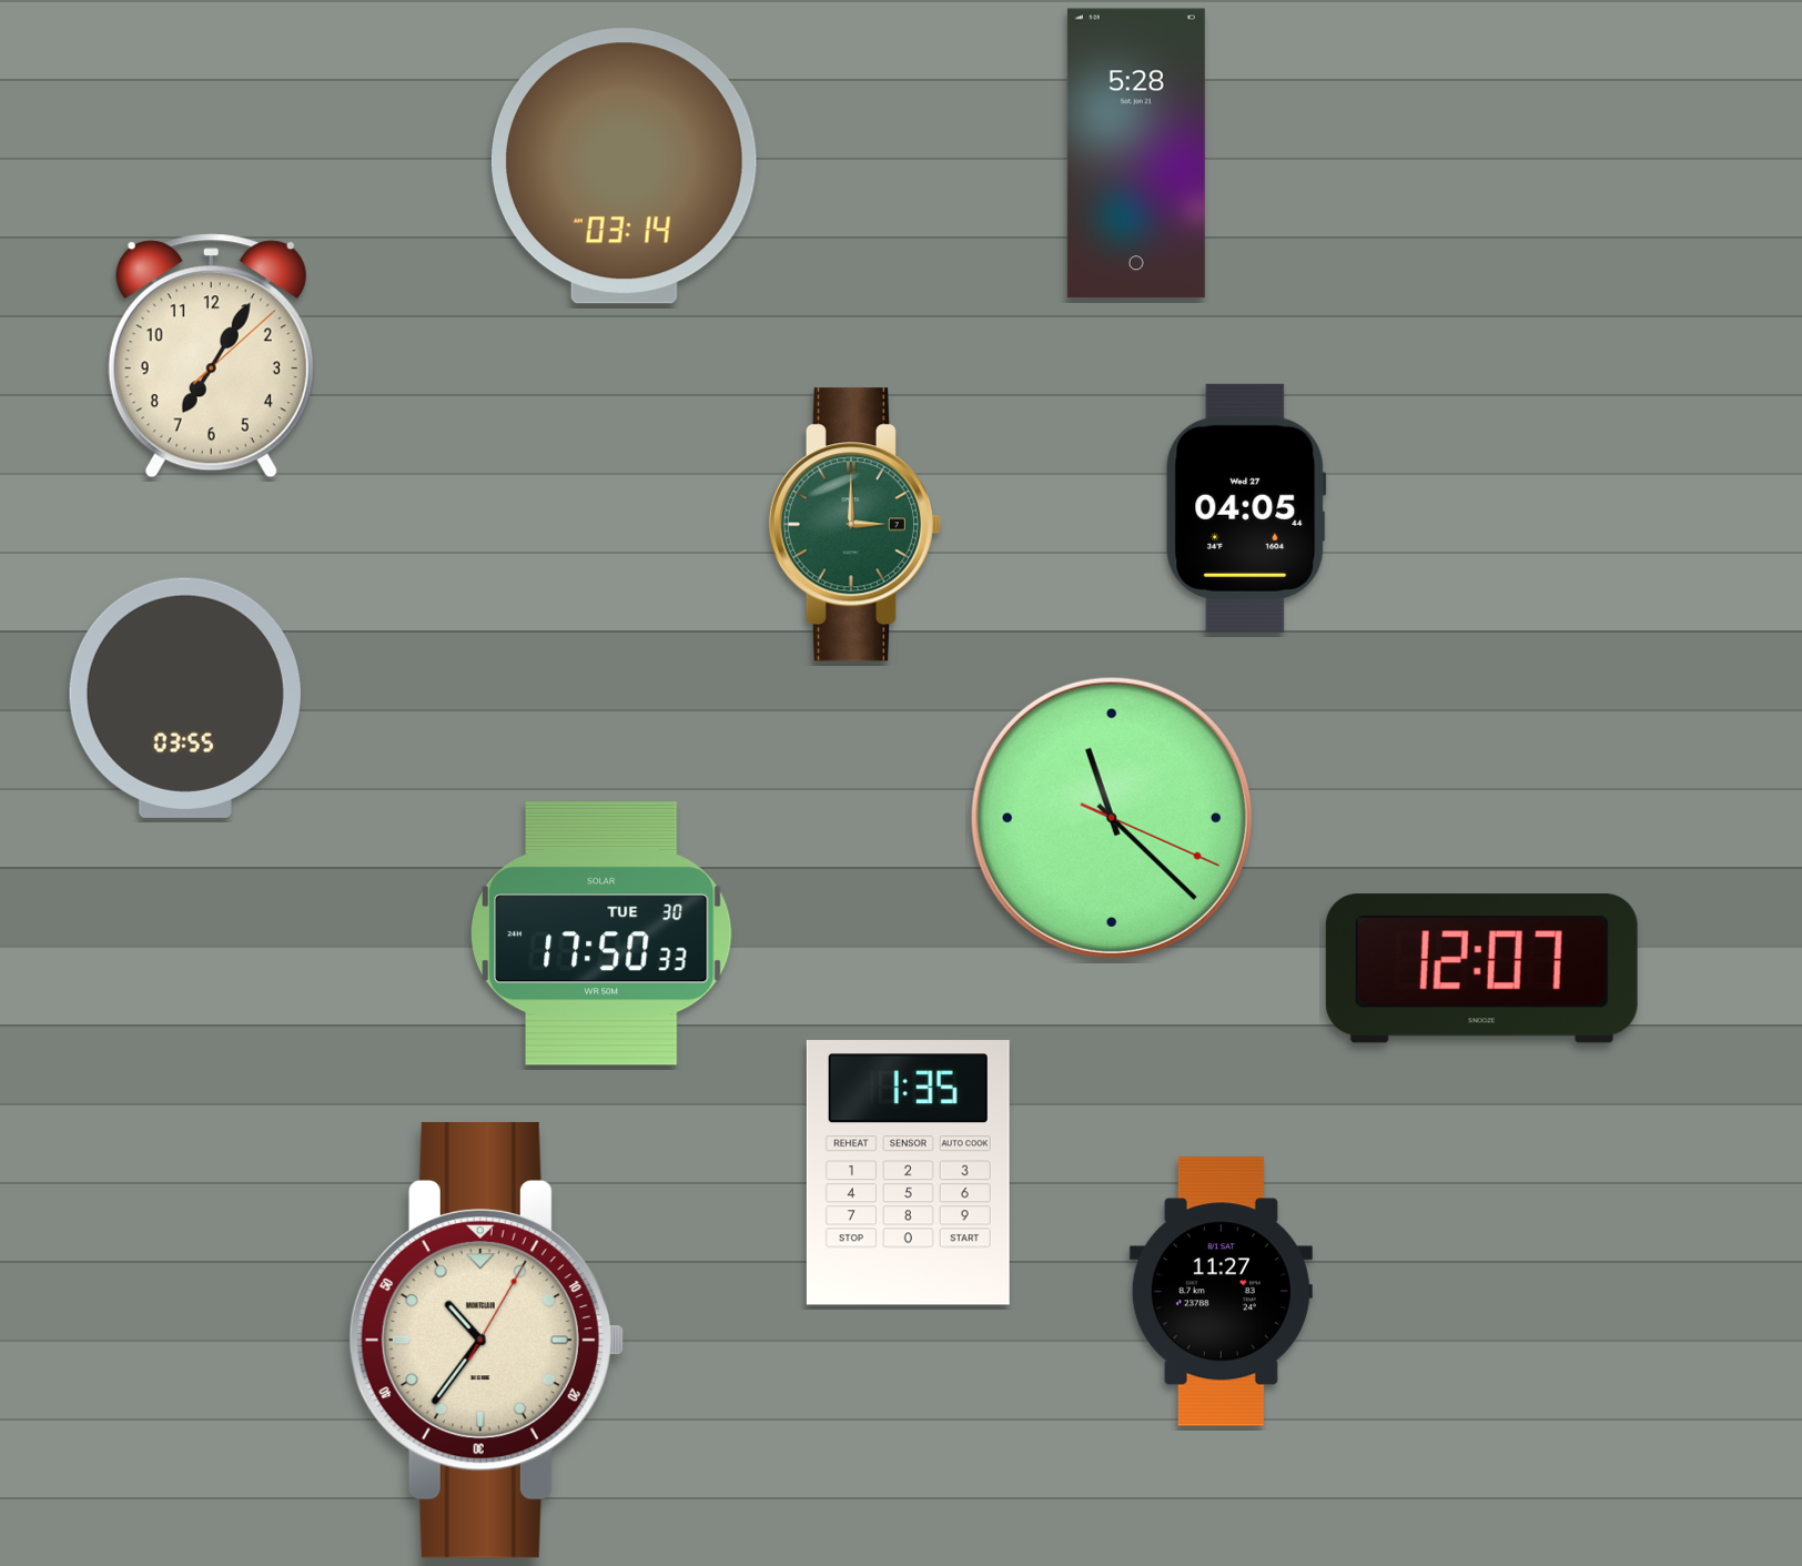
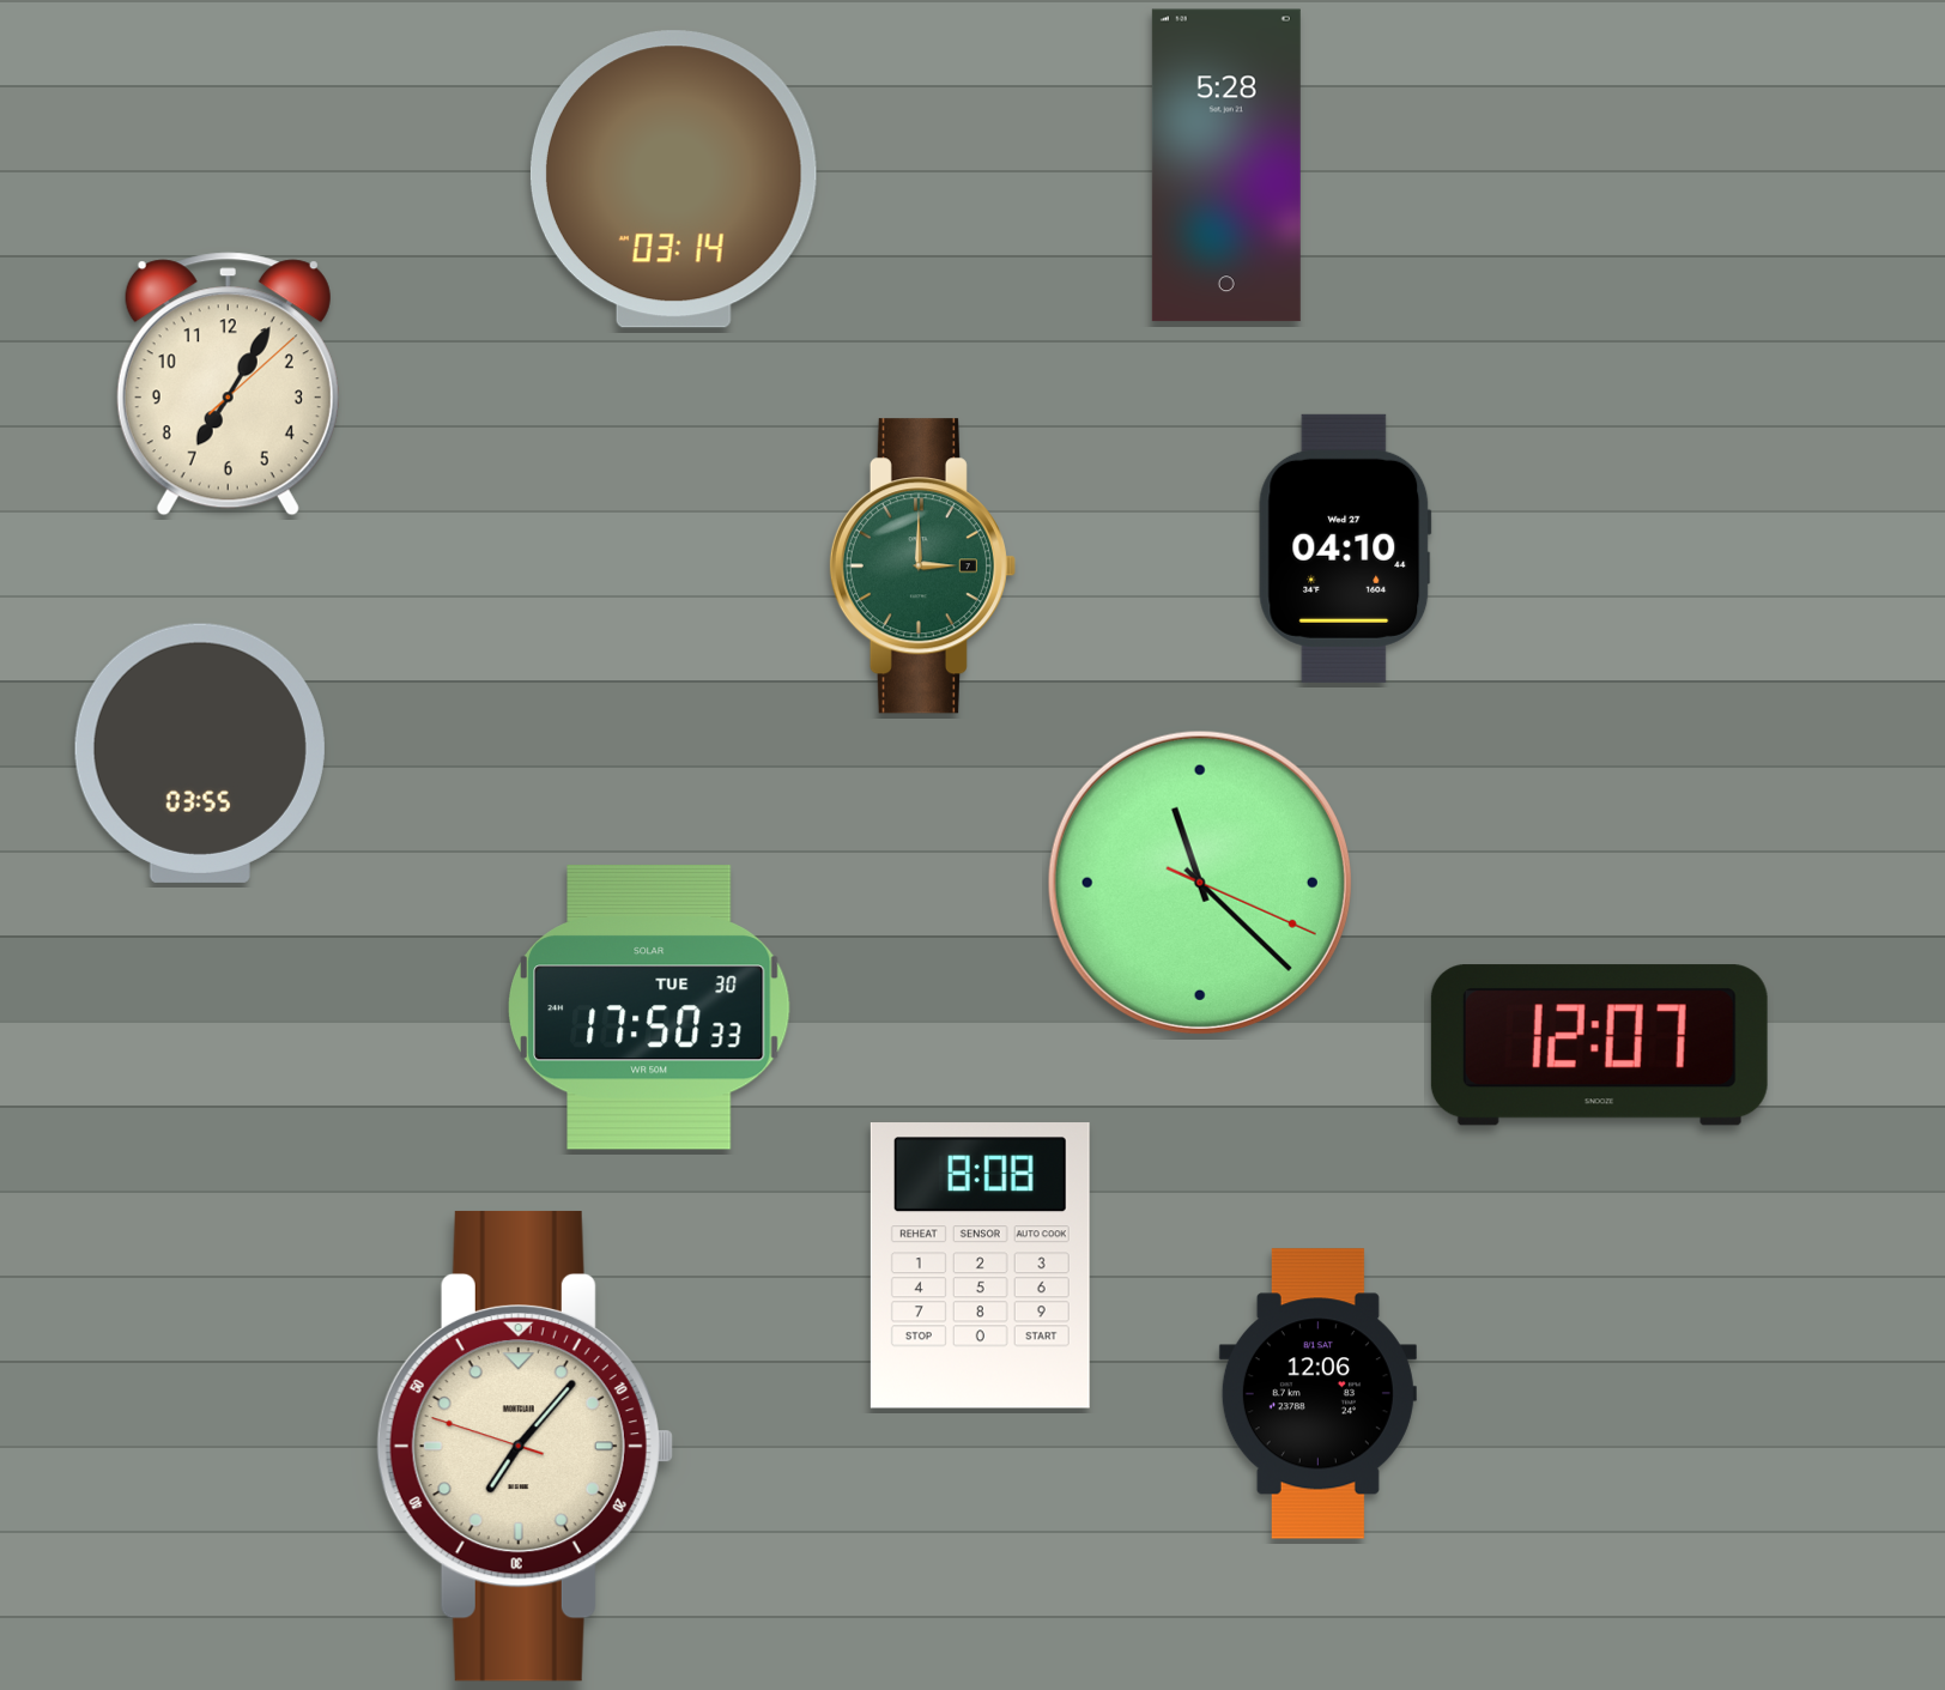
clock at (1246, 508): 04:05 -> 04:10
clock at (908, 1173): 1:35 -> 8:08
clock at (1221, 1292): 11:27 -> 12:06
clock at (486, 1340): 10:36 -> 7:06
